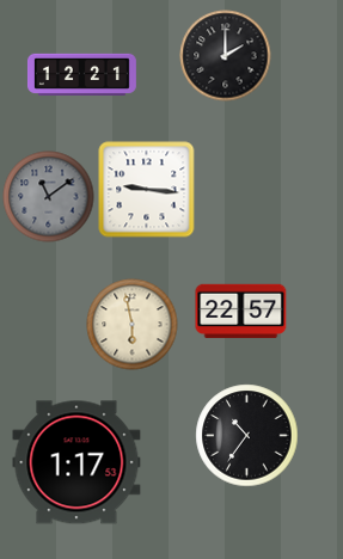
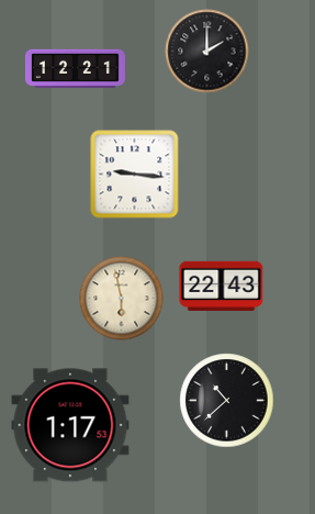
clock at (49, 197): 11:09 -> none
clock at (241, 311): 22:57 -> 22:43
clock at (247, 436): 10:36 -> 10:38
